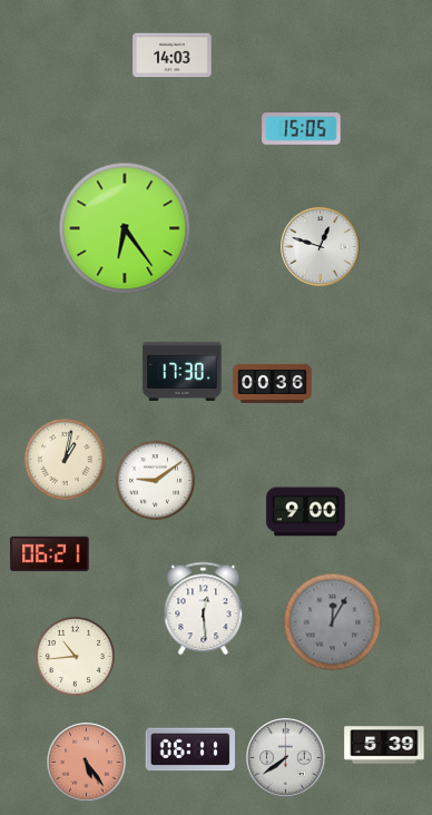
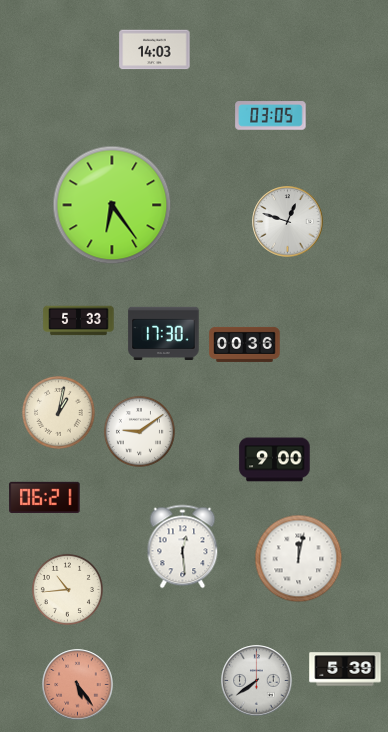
clock at (302, 129): 15:05 -> 03:05
clock at (79, 321): none -> 5:33
clock at (333, 622): 12:05 -> 12:02
clock at (333, 622) dial: grey -> white
clock at (190, 749): 06:11 -> none
